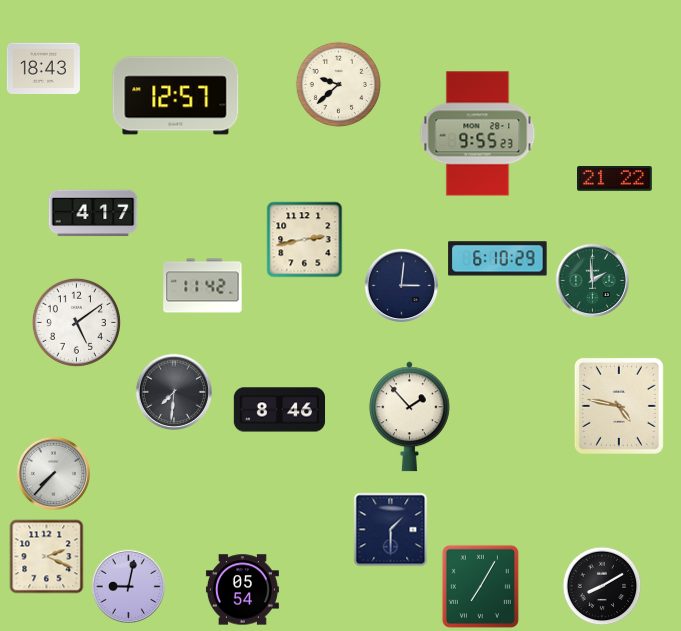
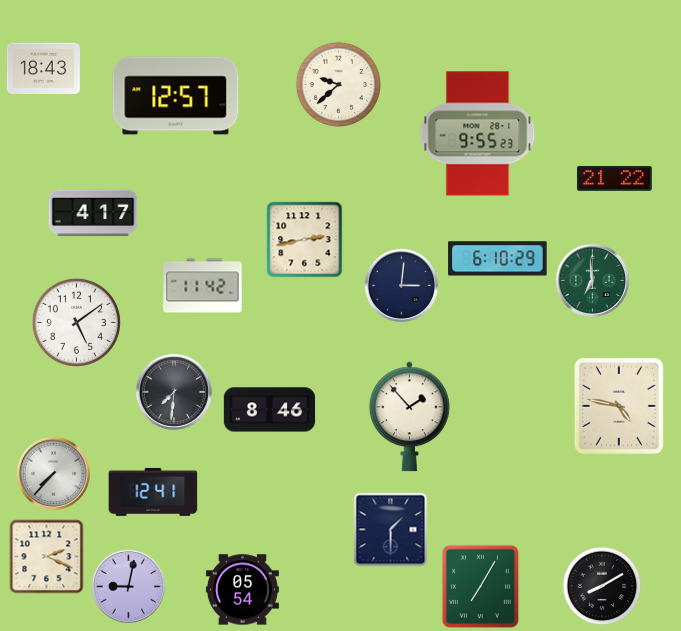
clock at (592, 280): 1:59 -> 6:59
clock at (280, 410) position: (280, 410) -> (270, 410)
clock at (153, 492): none -> 12:41
